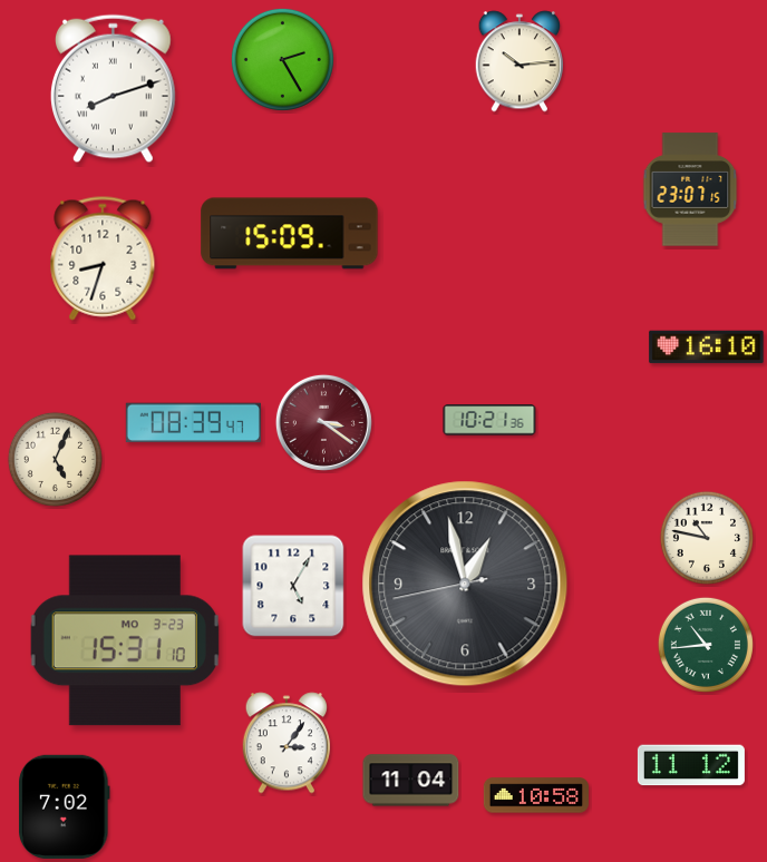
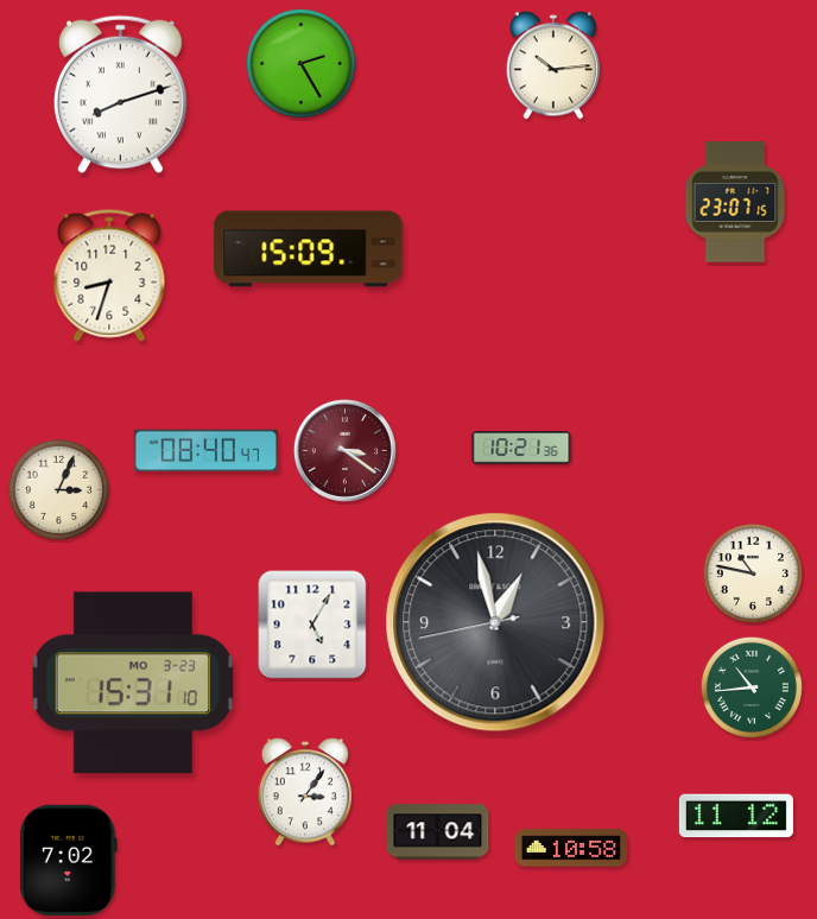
clock at (707, 347): 16:10 -> none
clock at (193, 423): 08:39 -> 08:40
clock at (55, 459): 5:04 -> 3:04
